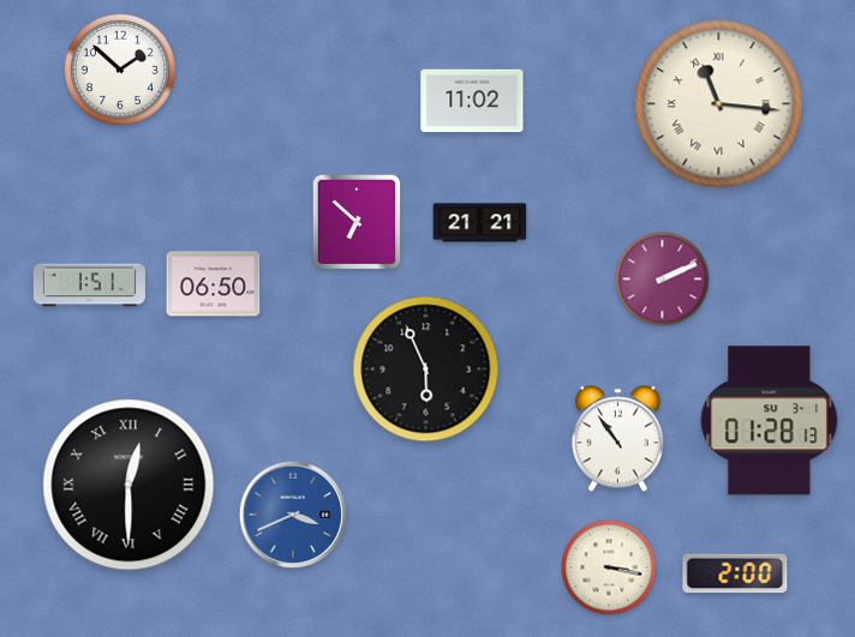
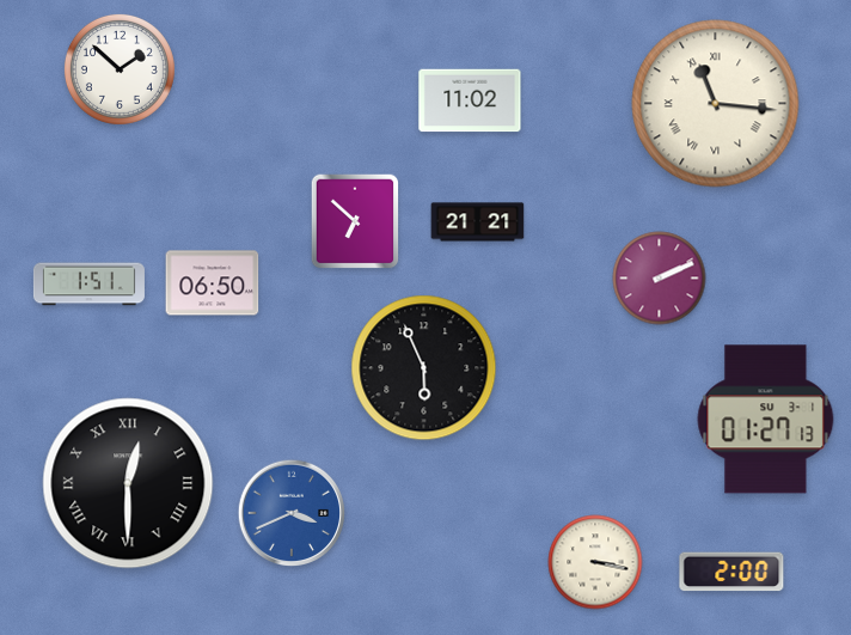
clock at (770, 421): 01:28 -> 01:27
clock at (617, 439): 10:54 -> none
clock at (609, 567) position: (609, 567) -> (595, 562)
